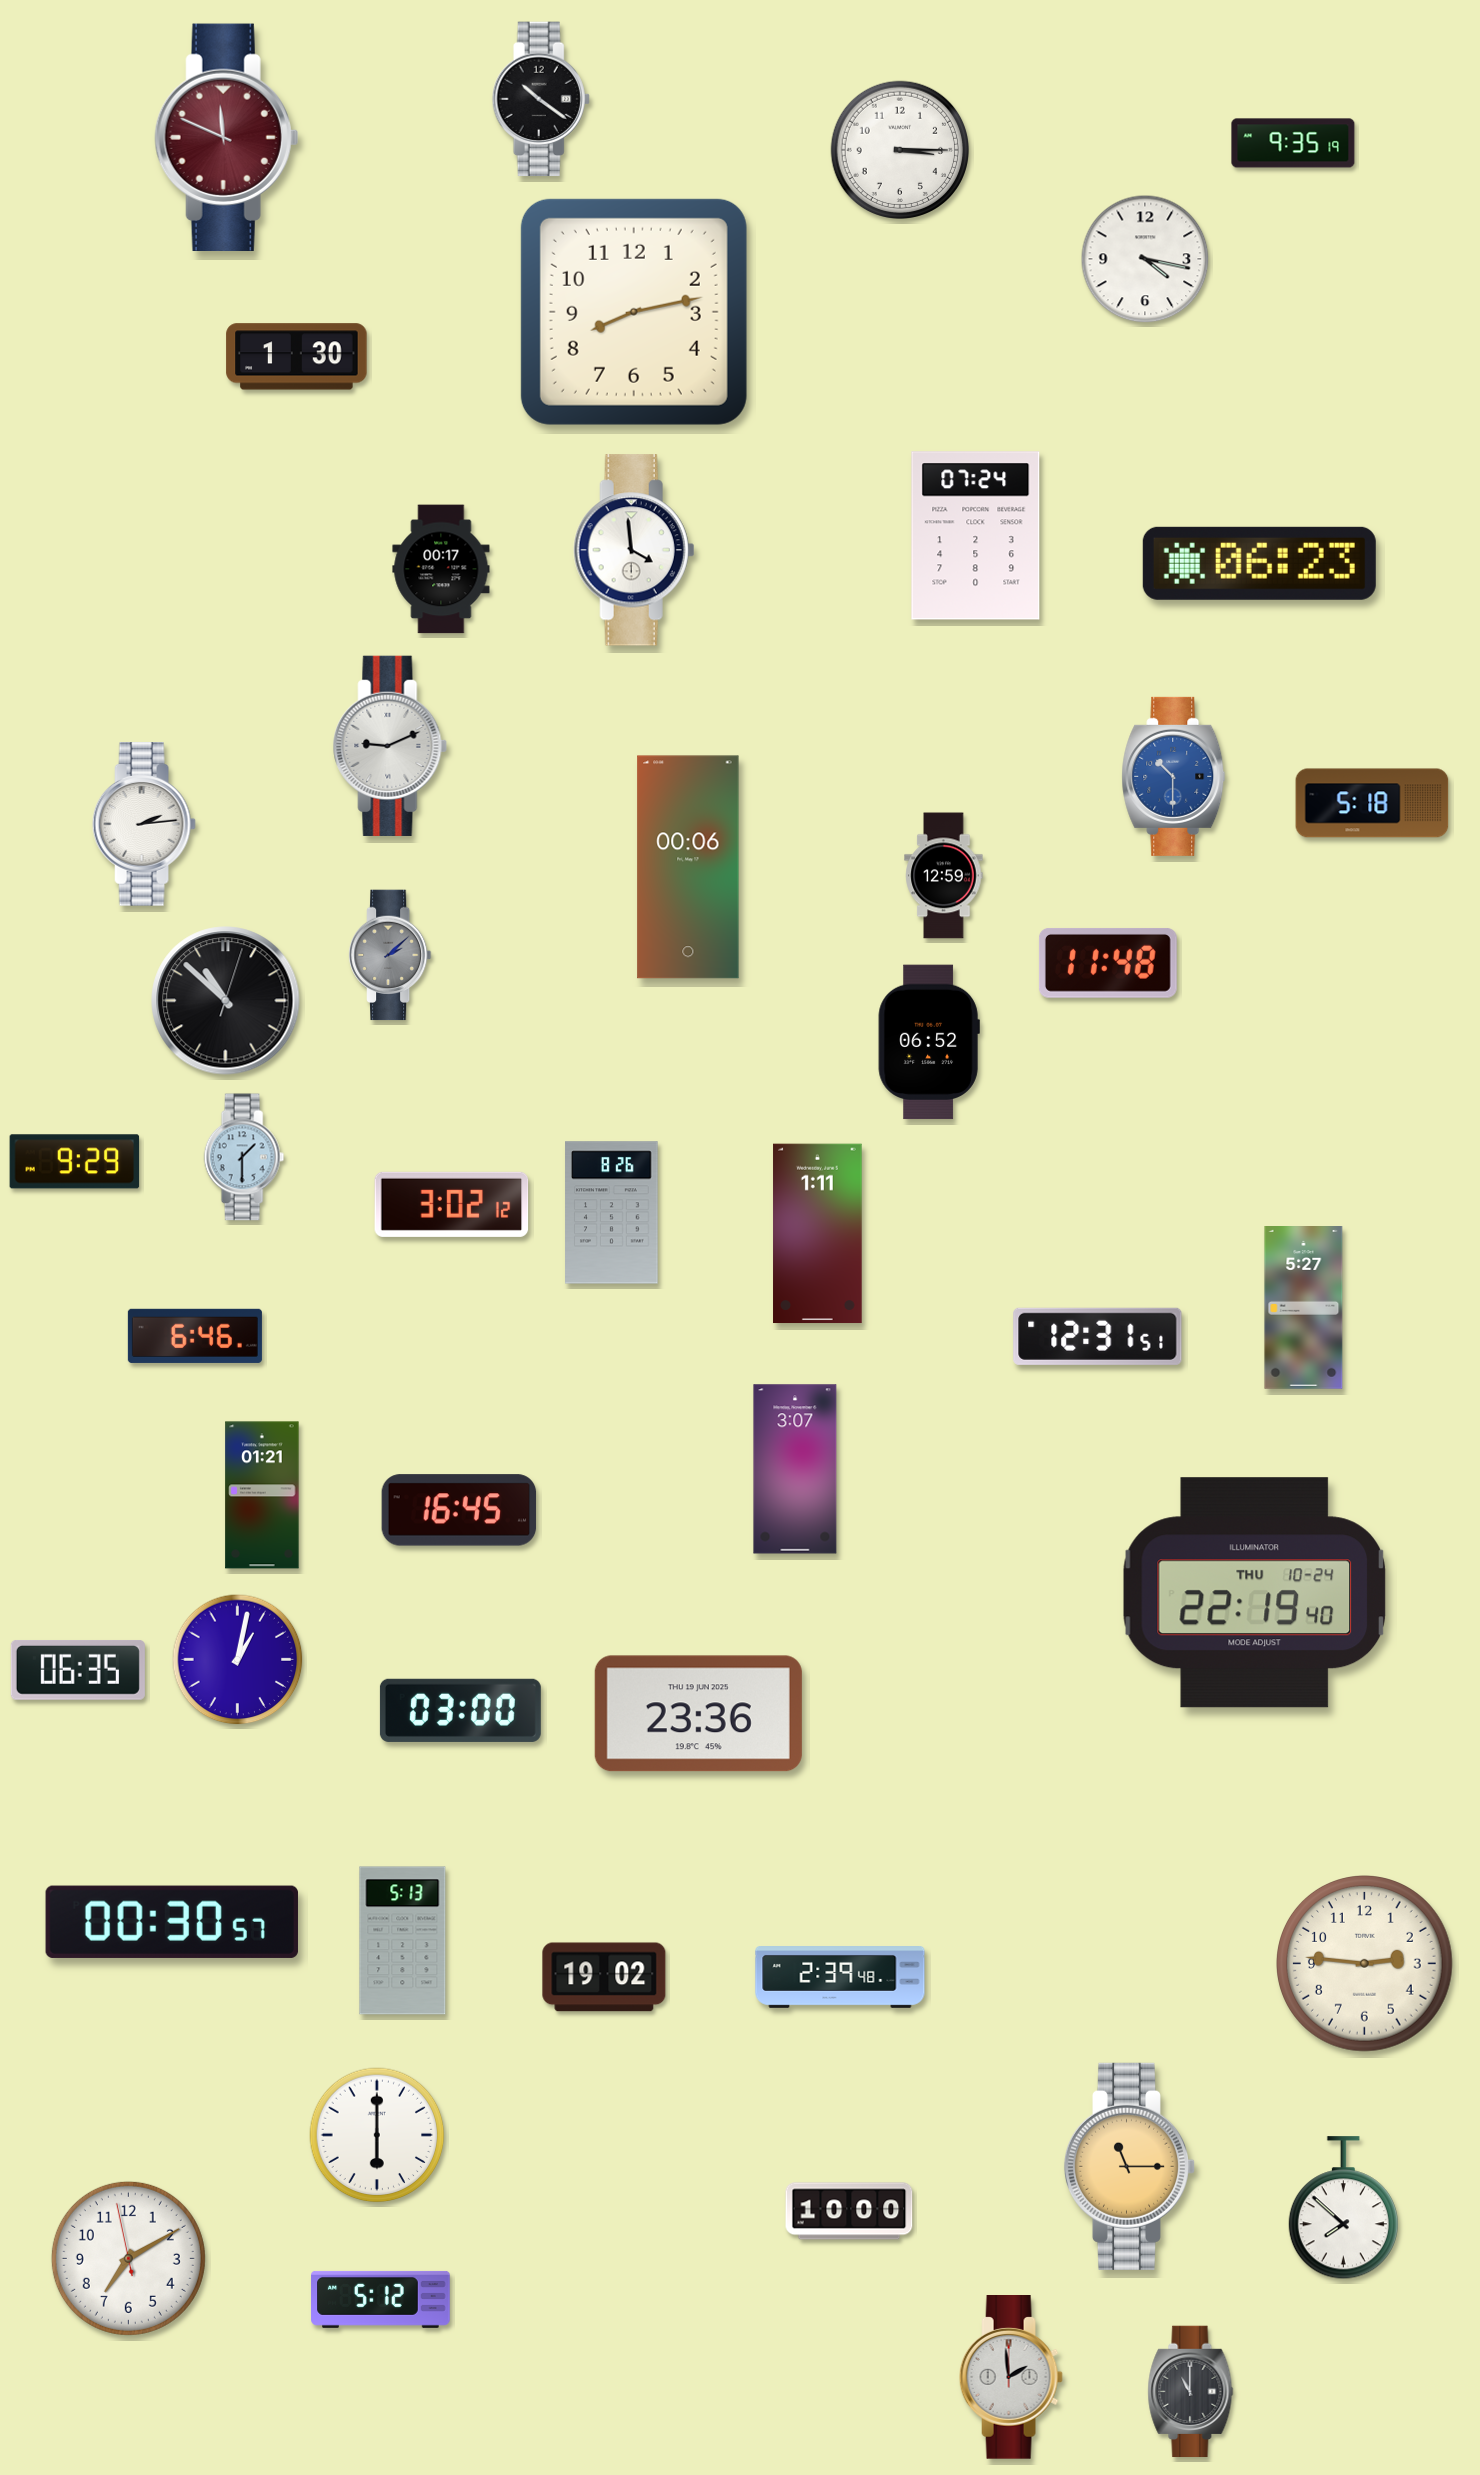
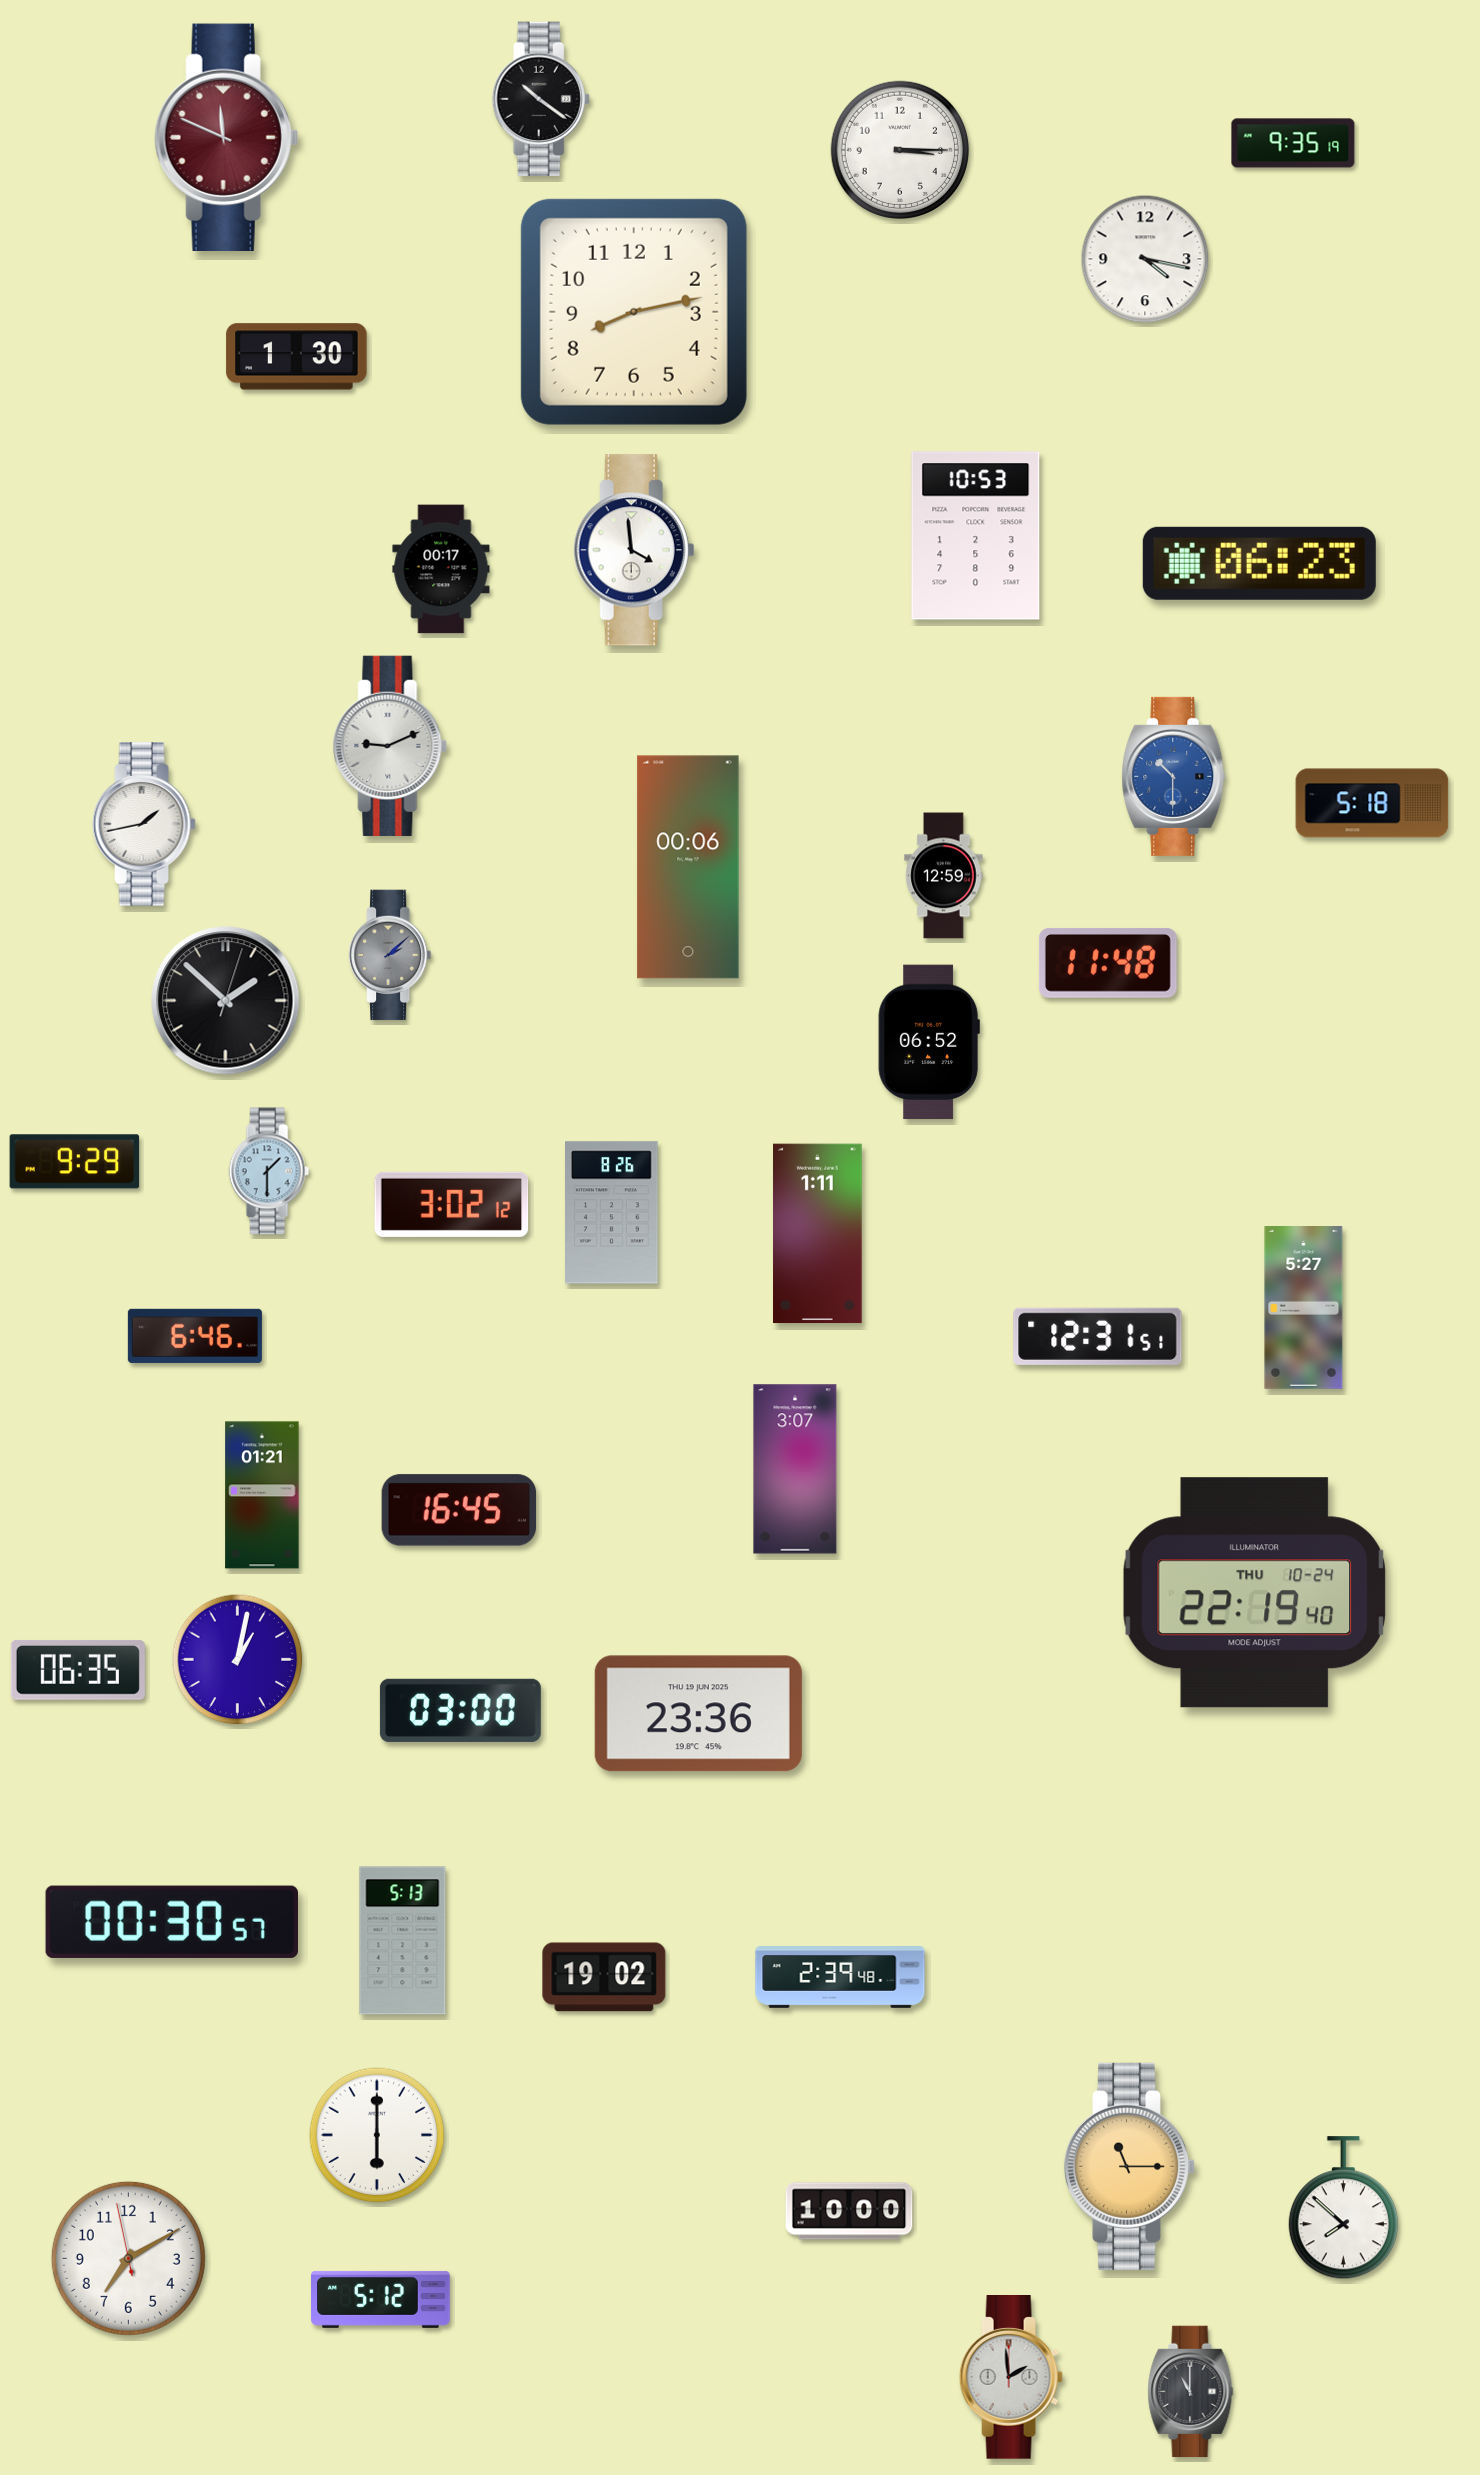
clock at (976, 536): 07:24 -> 10:53
clock at (144, 824): 2:14 -> 1:43
clock at (226, 1001): 10:52 -> 1:52
clock at (244, 1157) position: (244, 1157) -> (269, 1171)
clock at (1365, 1964): 2:46 -> none
